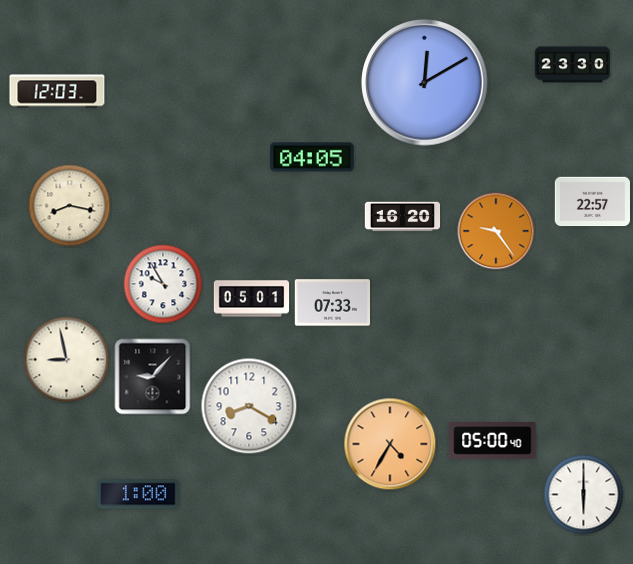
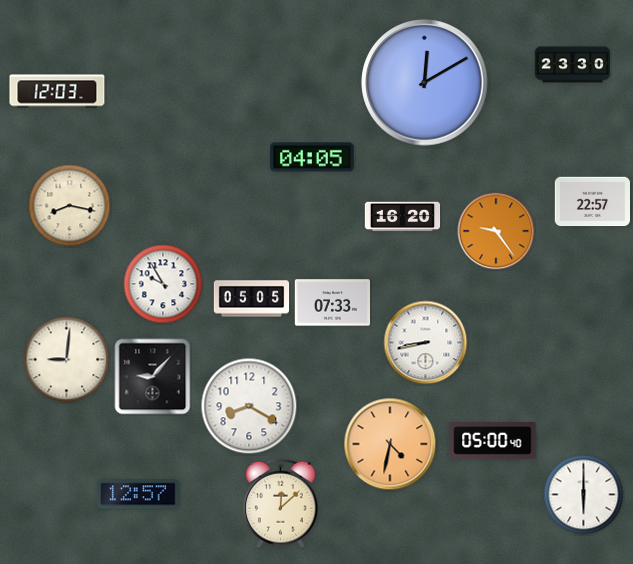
clock at (252, 299): 05:01 -> 05:05
clock at (426, 343): none -> 8:43
clock at (67, 360): 8:58 -> 9:01
clock at (390, 444): 4:35 -> 4:32
clock at (139, 494): 1:00 -> 12:57
clock at (281, 504): none -> 12:08
